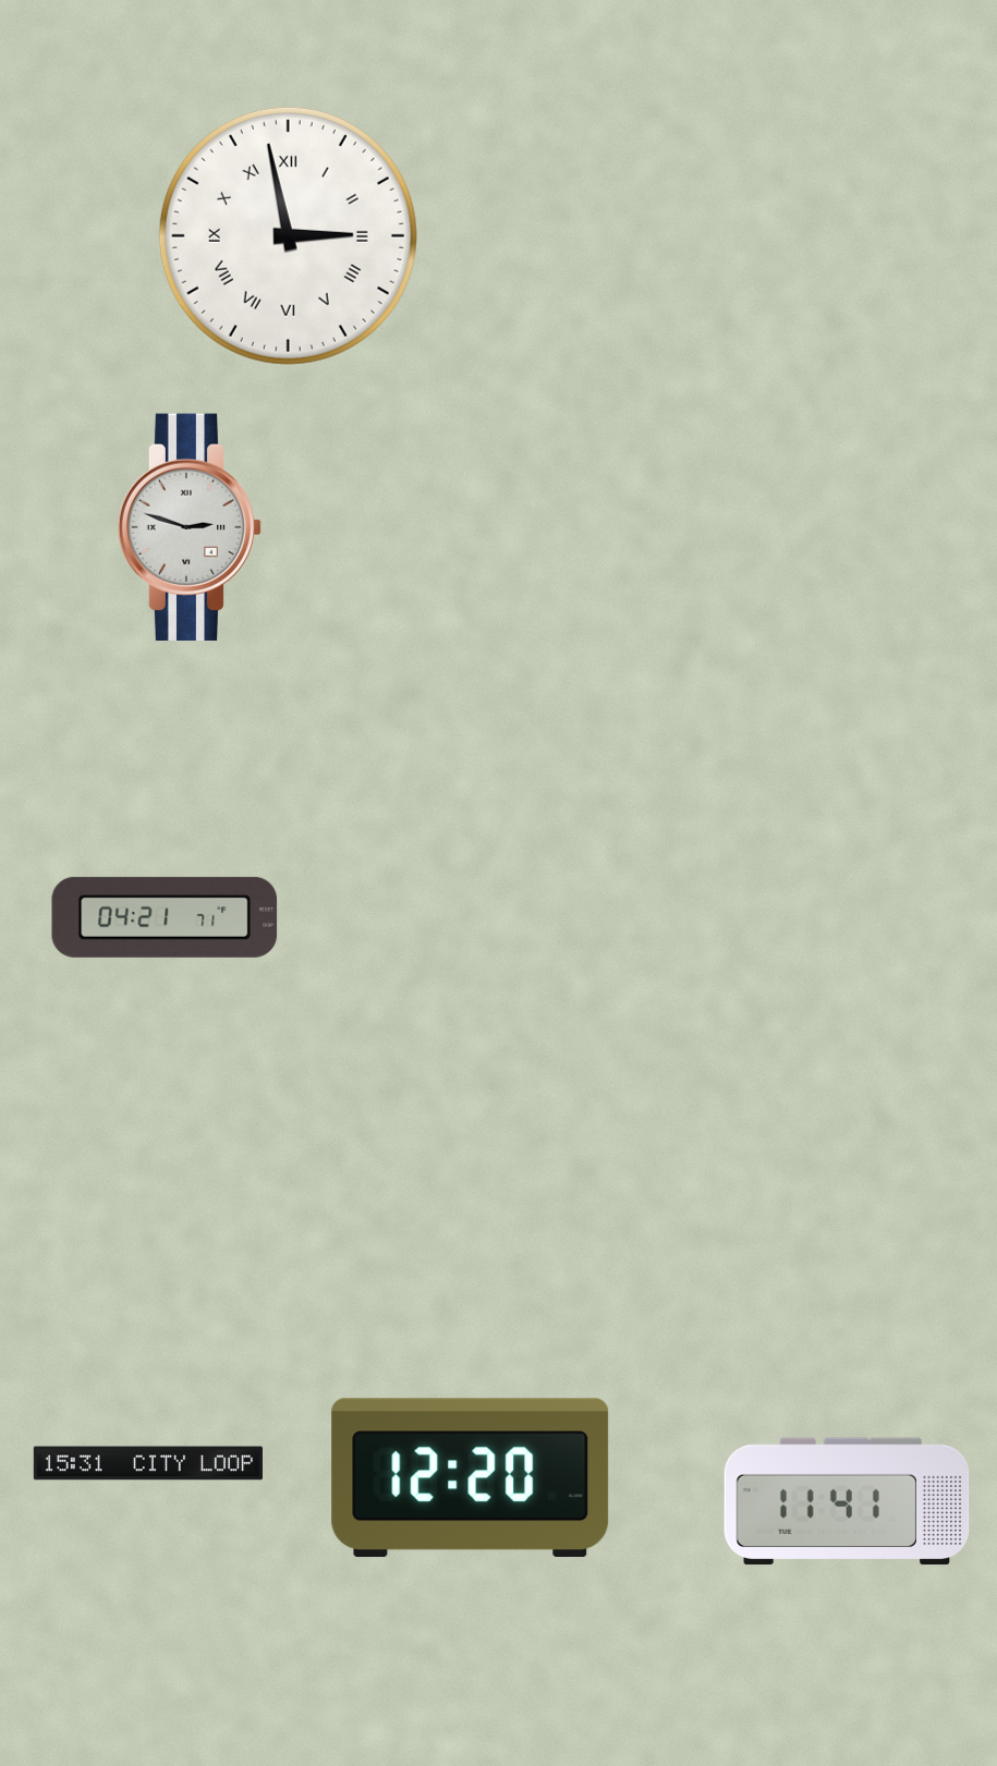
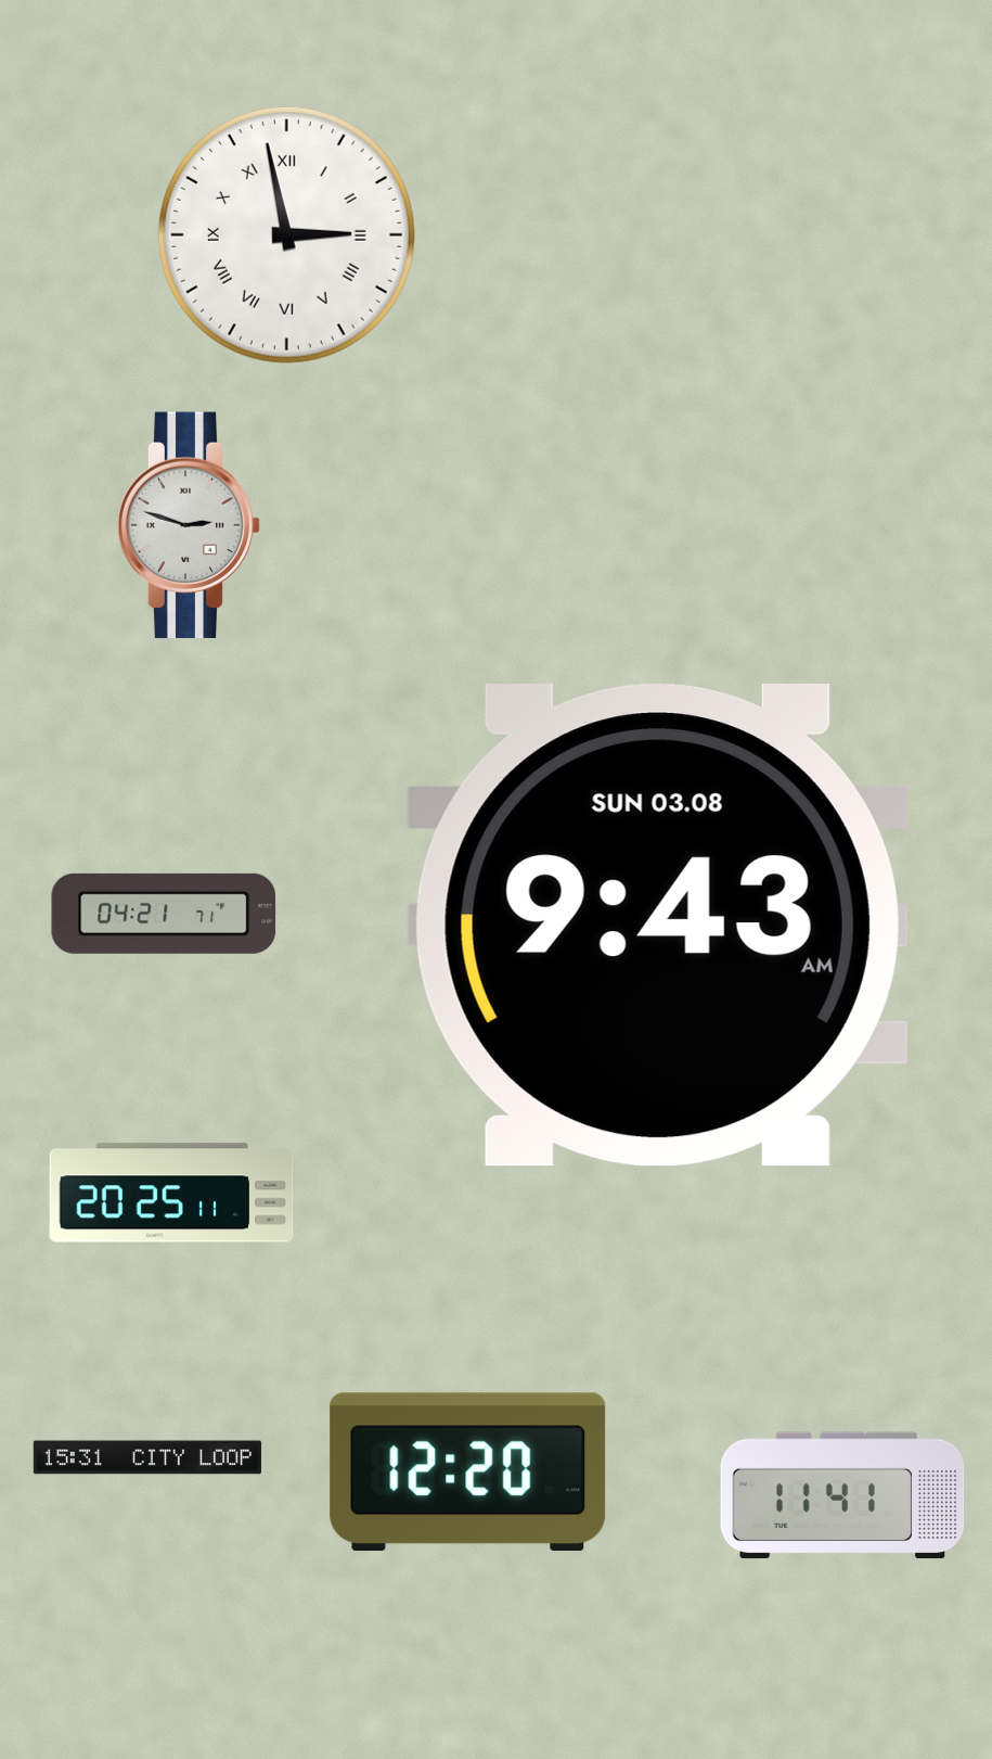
clock at (657, 926): none -> 9:43
clock at (171, 1193): none -> 20:25
